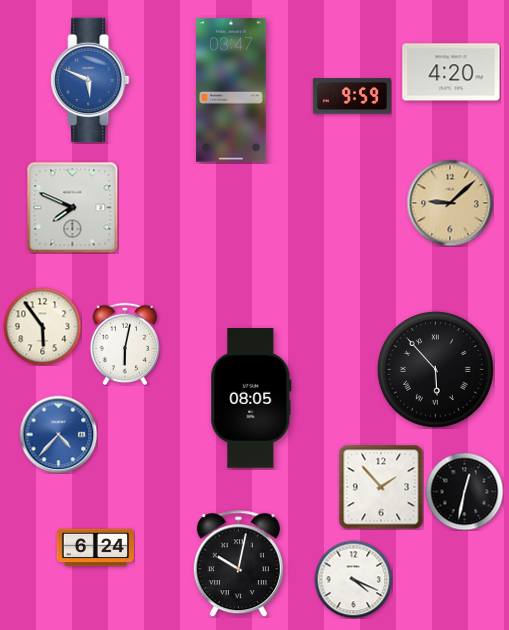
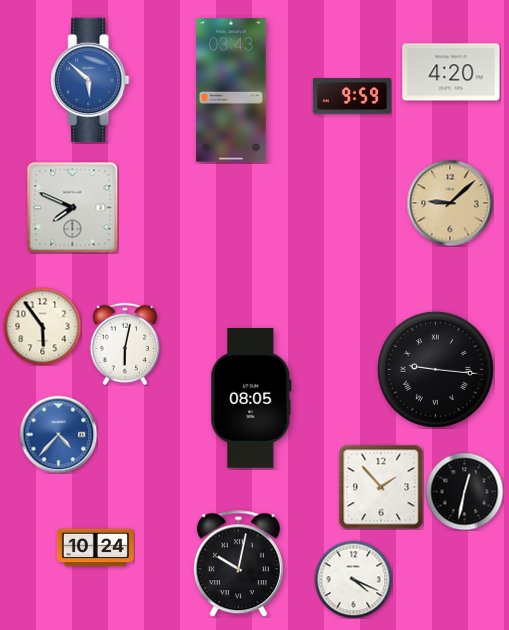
clock at (90, 80): 5:49 -> 5:52
clock at (231, 90): 03:47 -> 03:43
clock at (435, 369): 5:53 -> 9:16
clock at (95, 548): 6:24 -> 10:24
